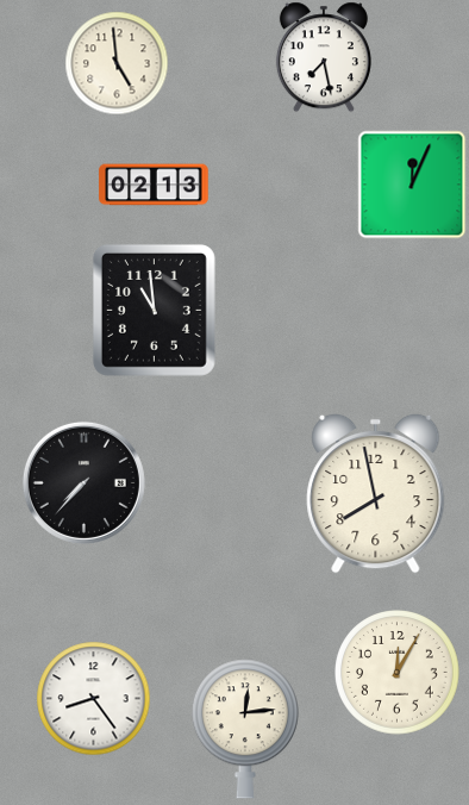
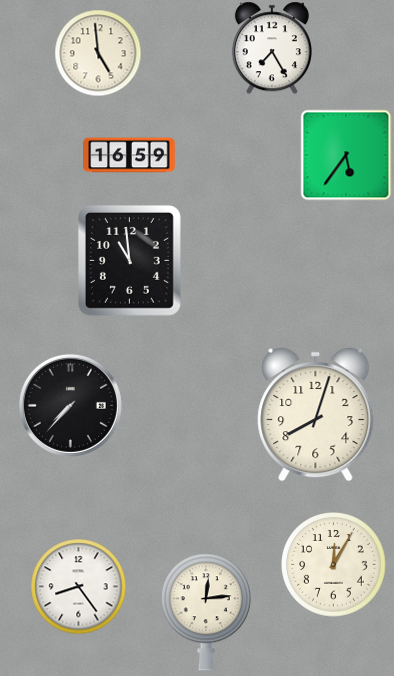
clock at (324, 57): 7:28 -> 7:25
clock at (154, 185): 02:13 -> 16:59
clock at (412, 185): 12:04 -> 5:36
clock at (376, 493): 7:58 -> 8:03
